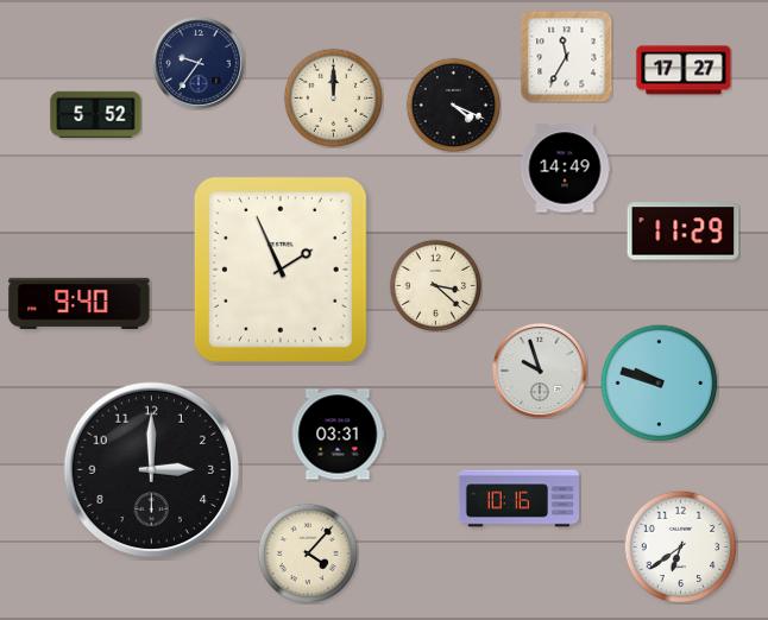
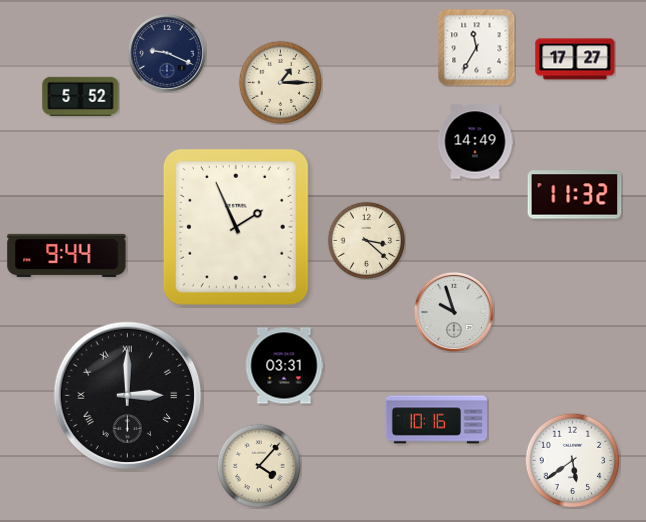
clock at (199, 63): 9:36 -> 9:19
clock at (333, 97): 12:00 -> 1:15
clock at (453, 105): 4:19 -> none
clock at (684, 232): 11:29 -> 11:32
clock at (80, 303): 9:40 -> 9:44
clock at (660, 384): 9:48 -> none
clock at (152, 470) numerals: Arabic -> Roman
clock at (680, 546): 6:39 -> 5:39
